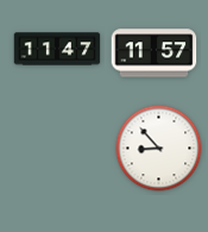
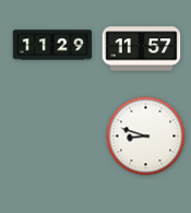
clock at (57, 49): 11:47 -> 11:29
clock at (159, 149): 8:53 -> 8:48
